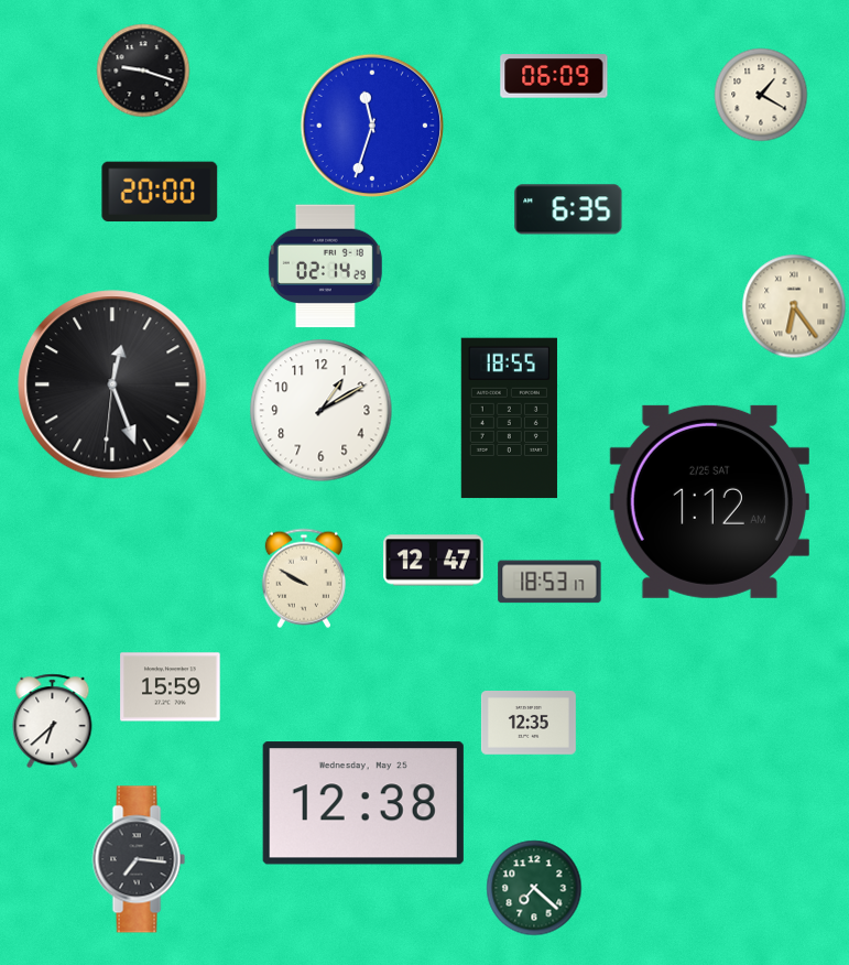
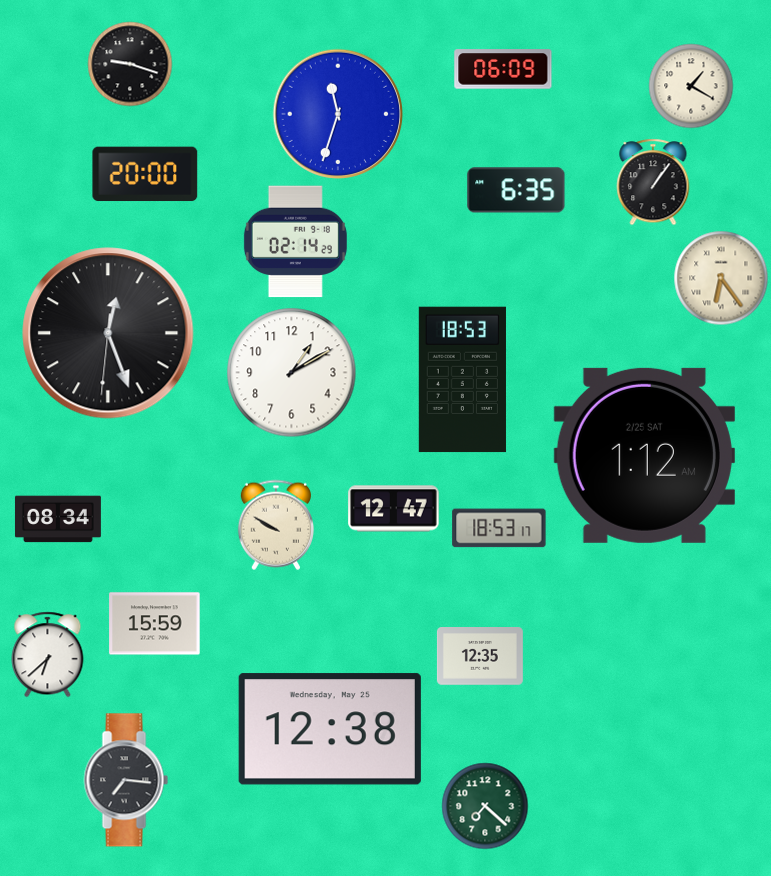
clock at (653, 182): none -> 1:06
clock at (112, 384) position: (112, 384) -> (108, 333)
clock at (509, 419): 18:55 -> 18:53
clock at (58, 519): none -> 08:34
